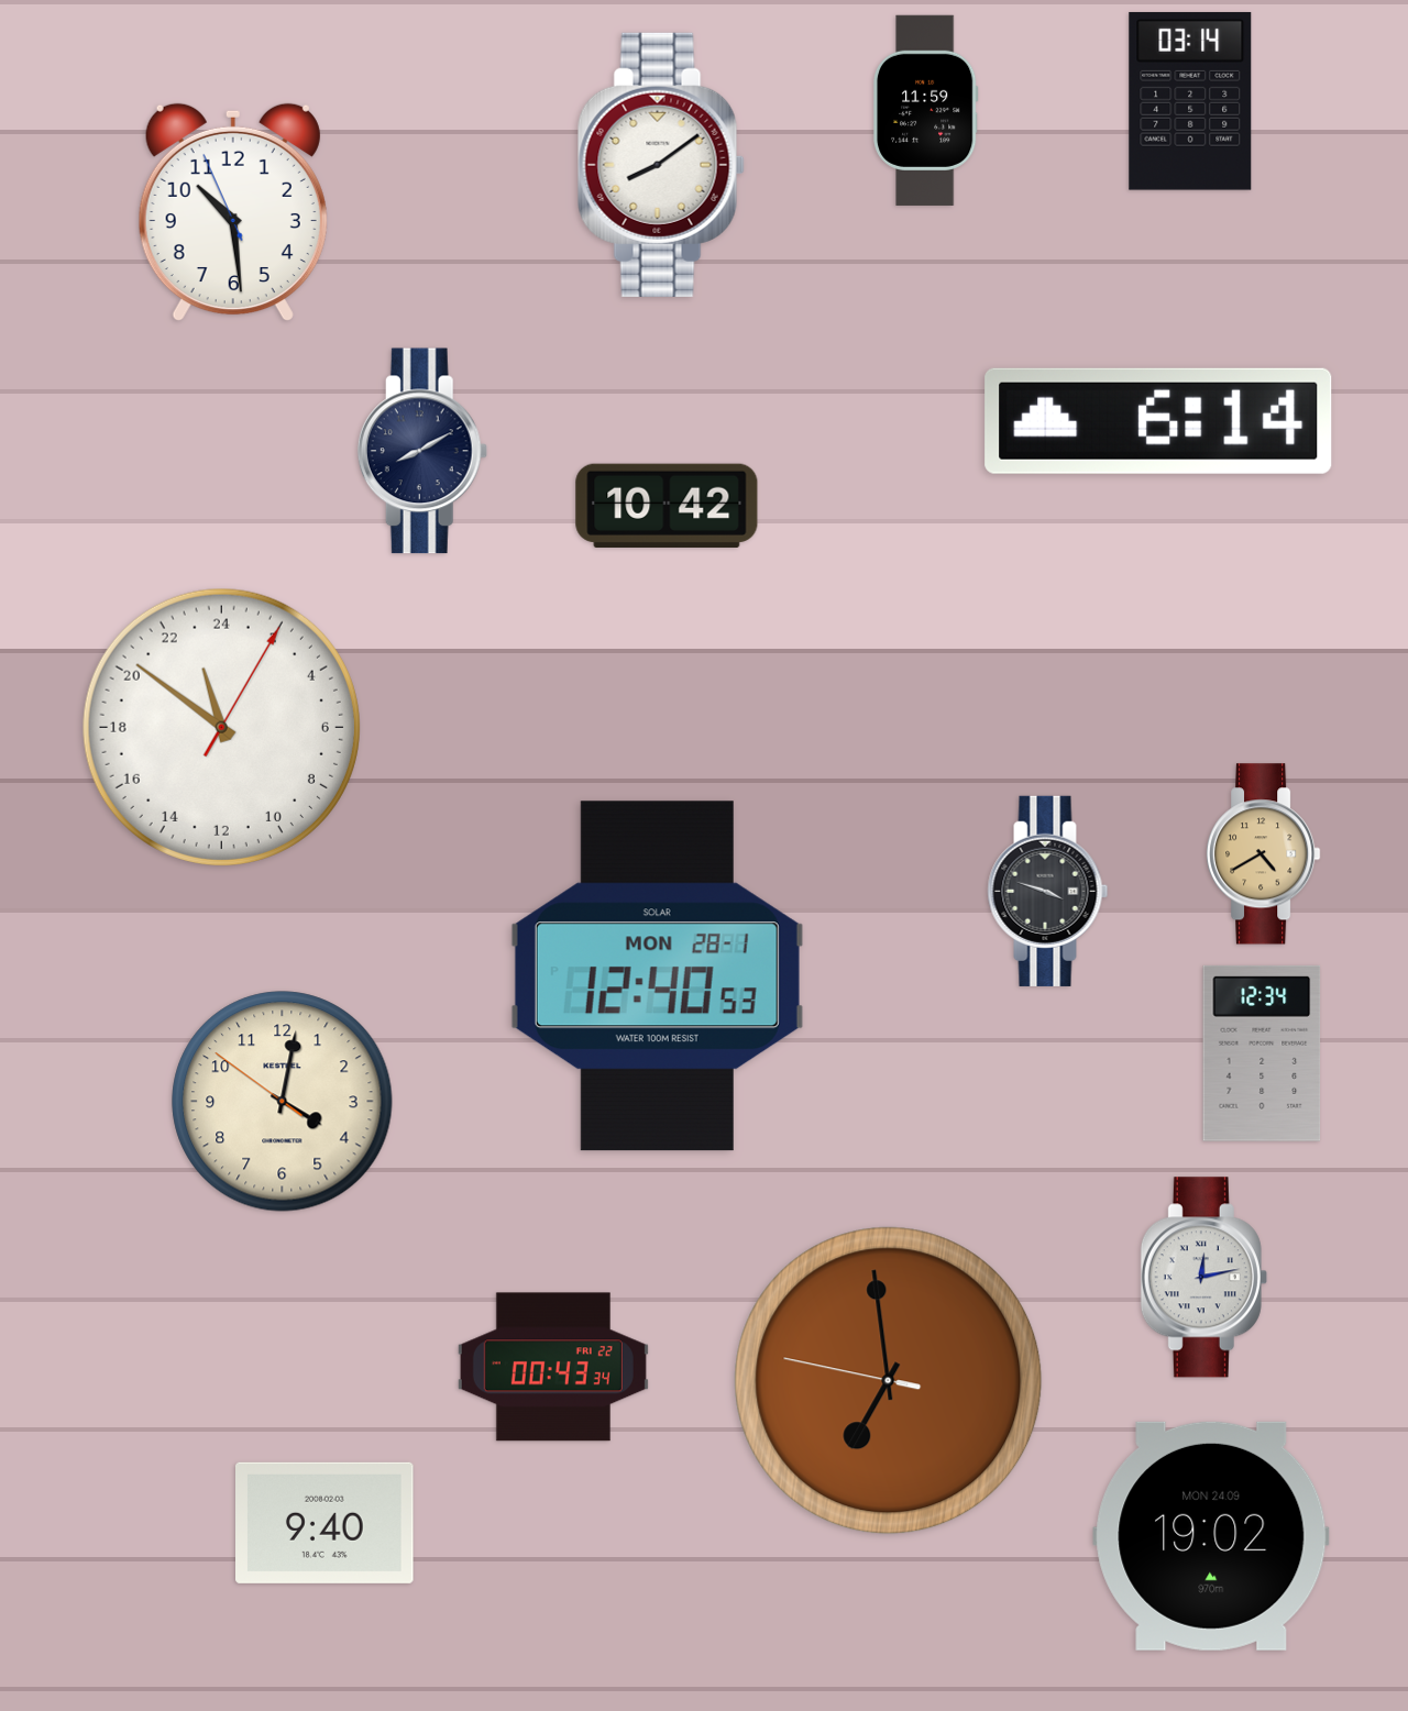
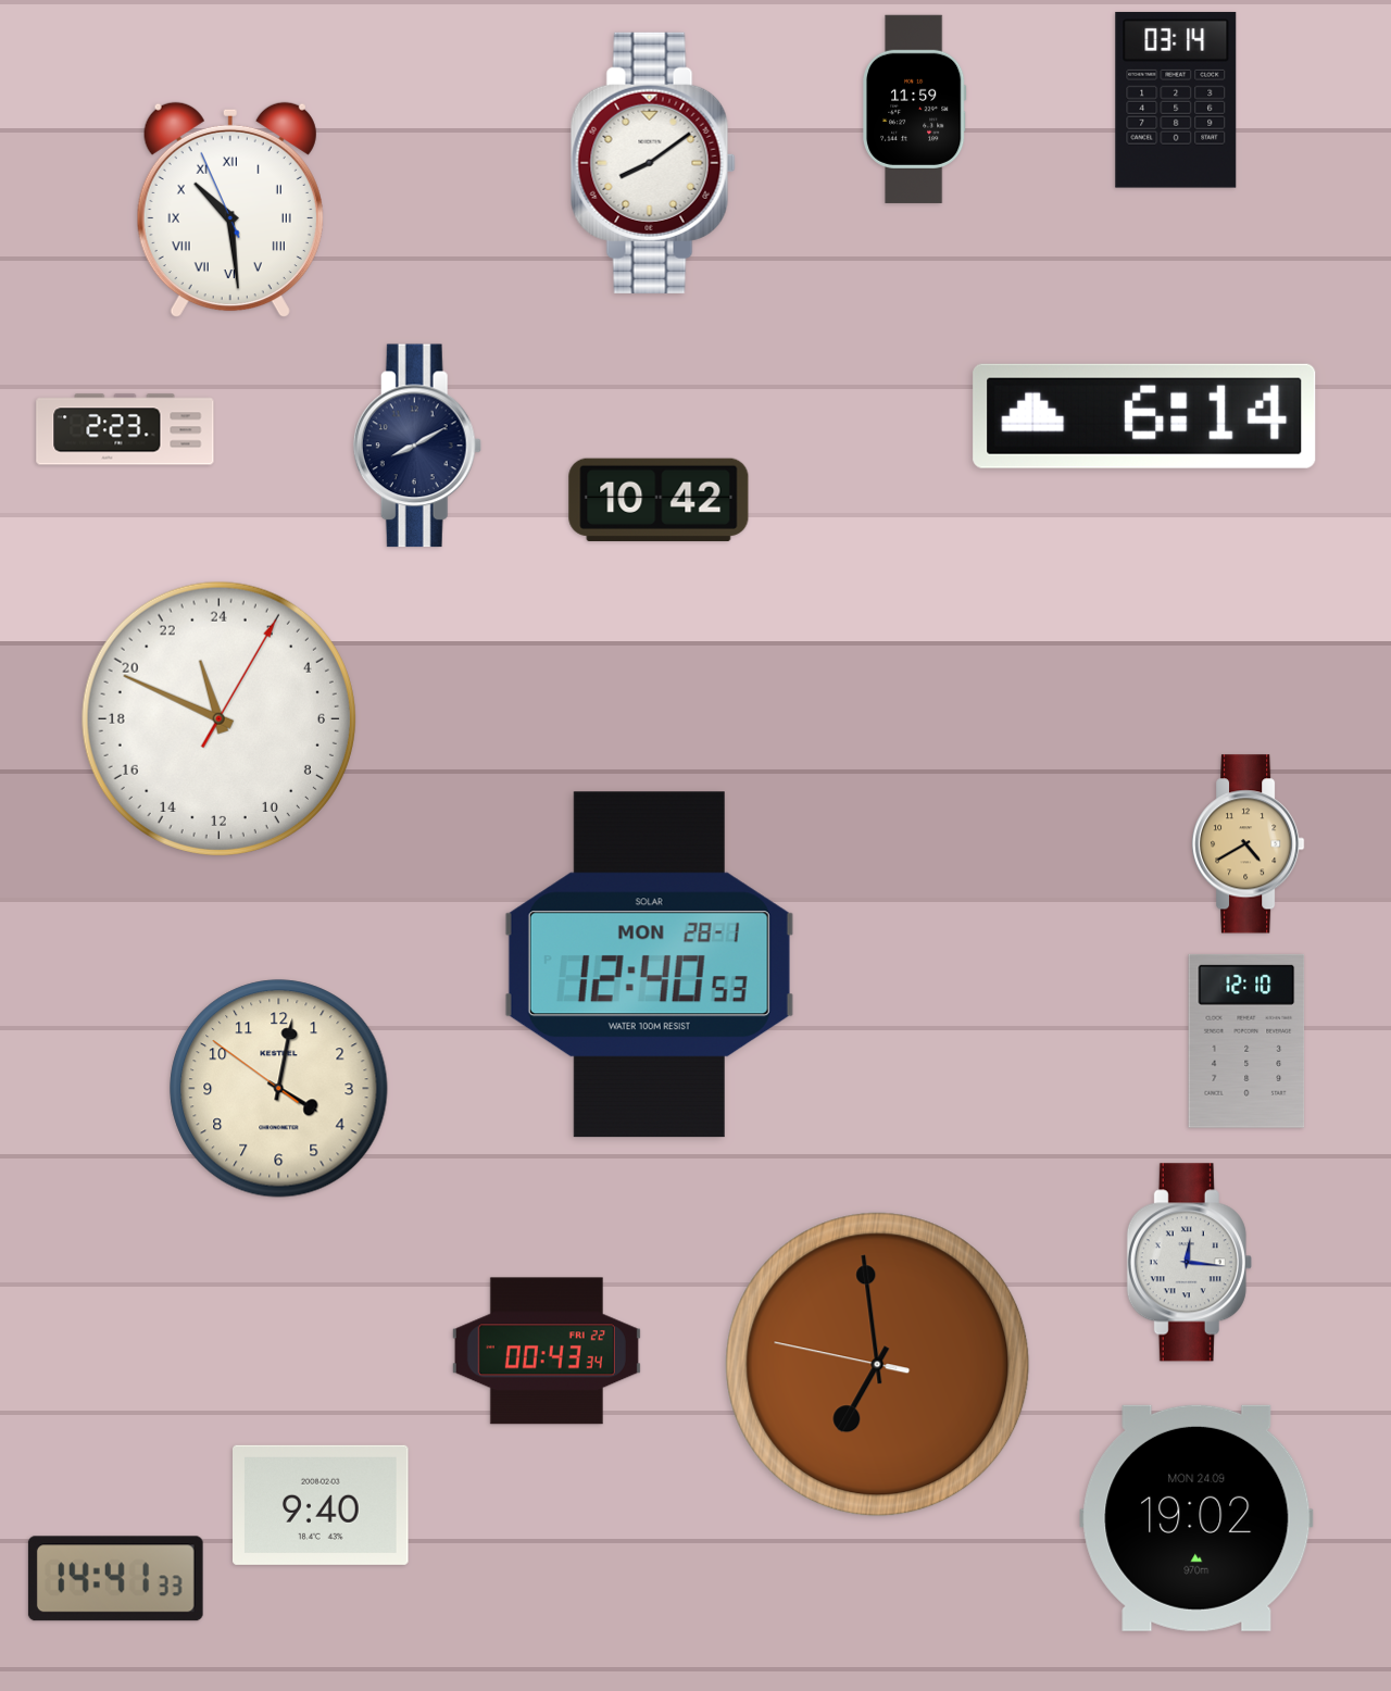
clock at (233, 212) numerals: Arabic -> Roman
clock at (125, 429): none -> 2:23
clock at (221, 727): 22:51 -> 22:49
clock at (1048, 891): 3:48 -> none
clock at (1262, 1053): 12:34 -> 12:10
clock at (1203, 1278): 12:13 -> 12:16
clock at (115, 1579): none -> 14:41
